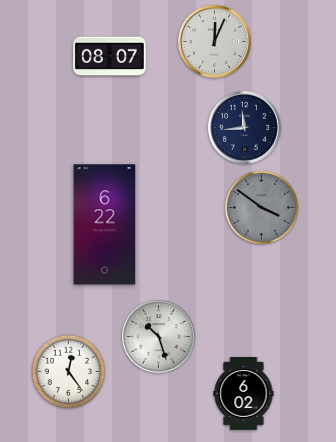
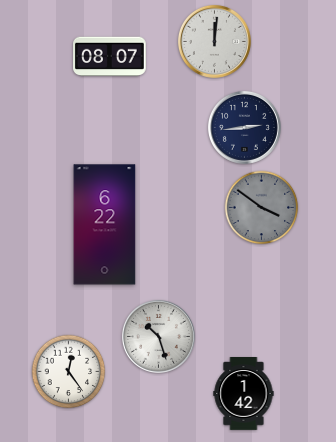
clock at (214, 41): 12:04 -> 12:01
clock at (244, 127): 11:44 -> 2:44
clock at (244, 394): 6:02 -> 1:42
